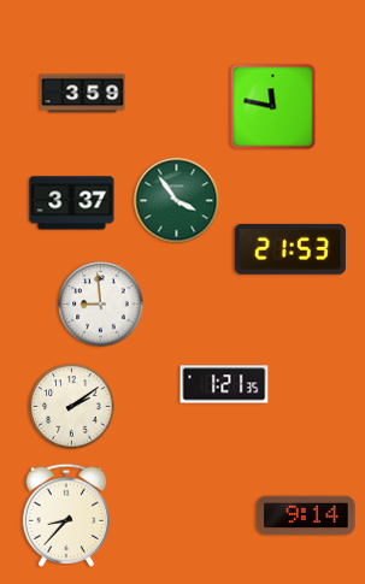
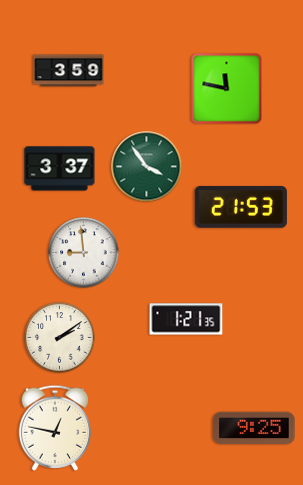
clock at (83, 94) position: (83, 94) -> (69, 71)
clock at (66, 515): 8:37 -> 12:47
clock at (306, 515): 9:14 -> 9:25
